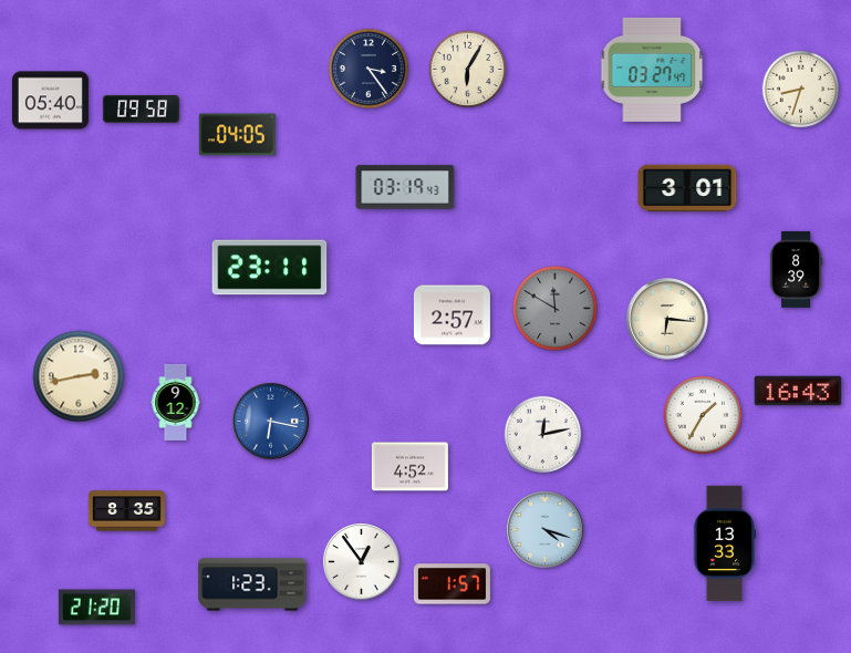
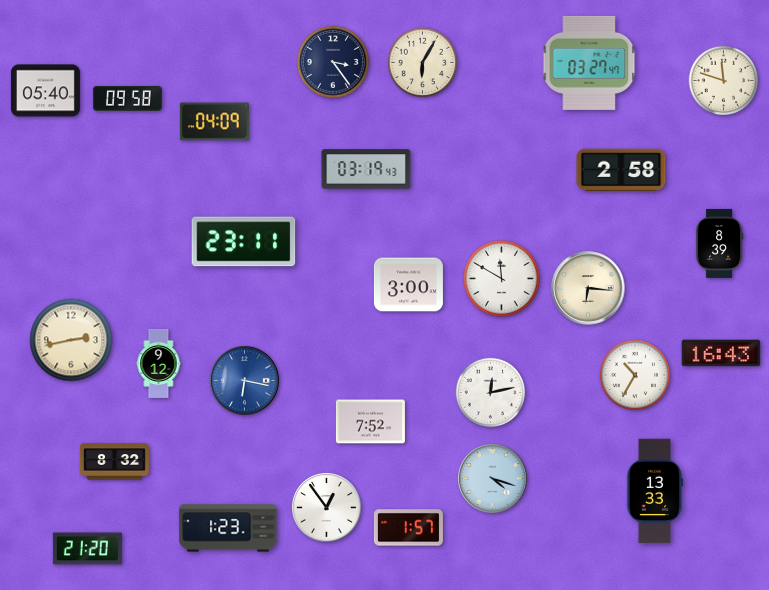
clock at (801, 90): 8:33 -> 11:48
clock at (237, 135): 04:05 -> 04:09
clock at (687, 188): 3:01 -> 2:58
clock at (556, 309) dial: grey -> white
clock at (452, 315): 2:57 -> 3:00
clock at (667, 319) position: (667, 319) -> (588, 288)
clock at (703, 415): 1:35 -> 10:35
clock at (409, 467): 4:52 -> 7:52
clock at (126, 511): 8:35 -> 8:32
